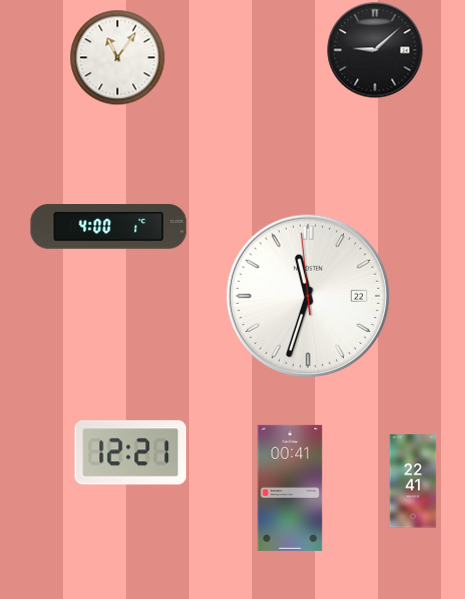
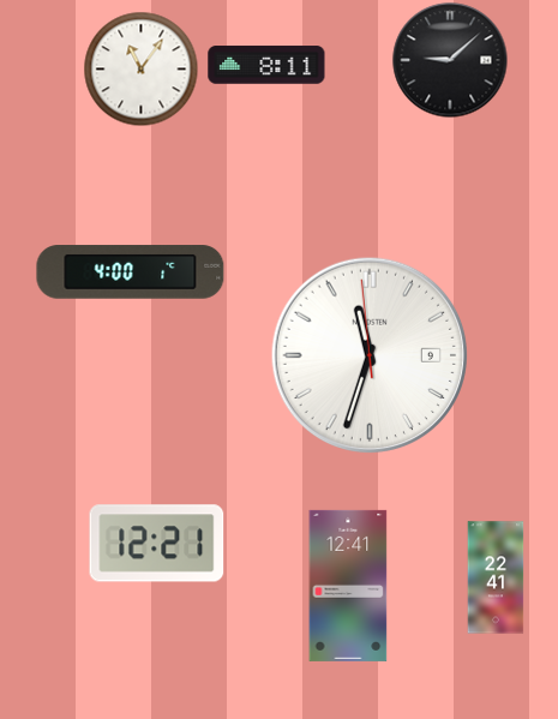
clock at (266, 65): none -> 8:11
clock at (308, 296) date: 22 -> 9
clock at (290, 488): 00:41 -> 12:41
